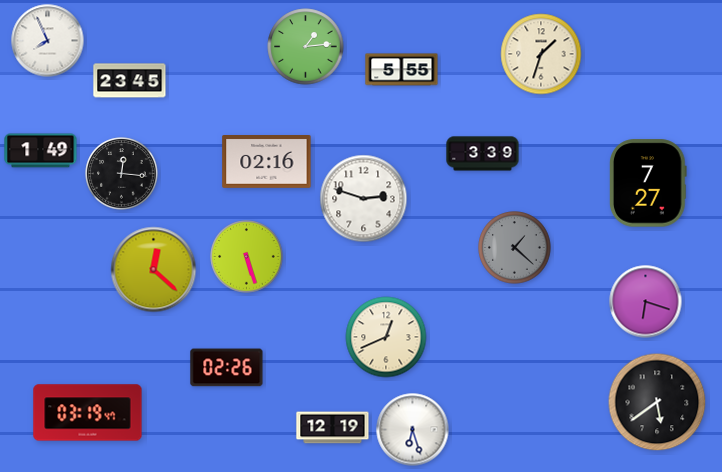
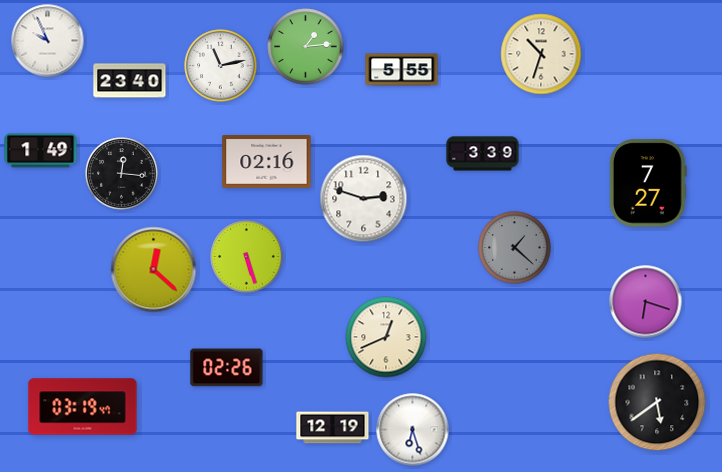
clock at (48, 41): 7:56 -> 9:56
clock at (541, 54): 1:33 -> 10:33
clock at (221, 66): none -> 11:13
clock at (130, 81): 23:45 -> 23:40
clock at (88, 413) position: (88, 413) -> (83, 407)
